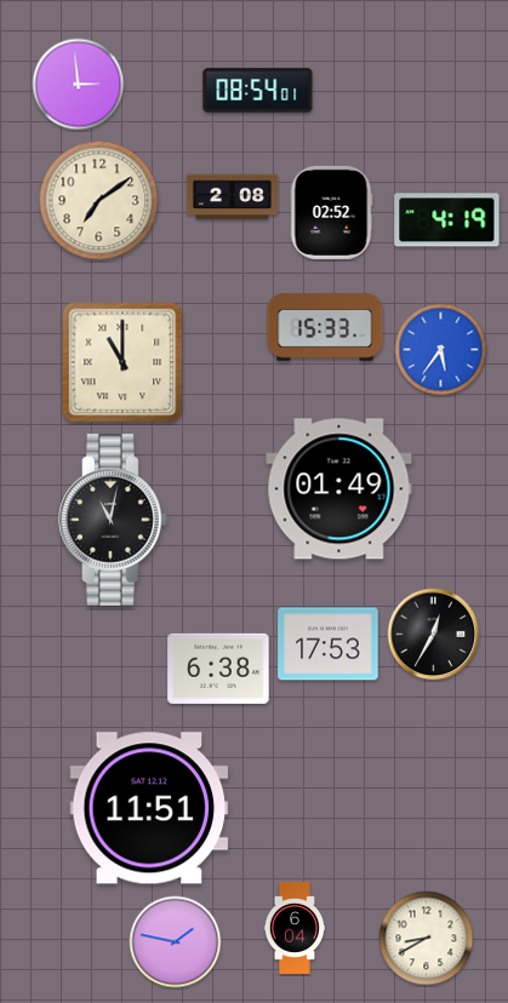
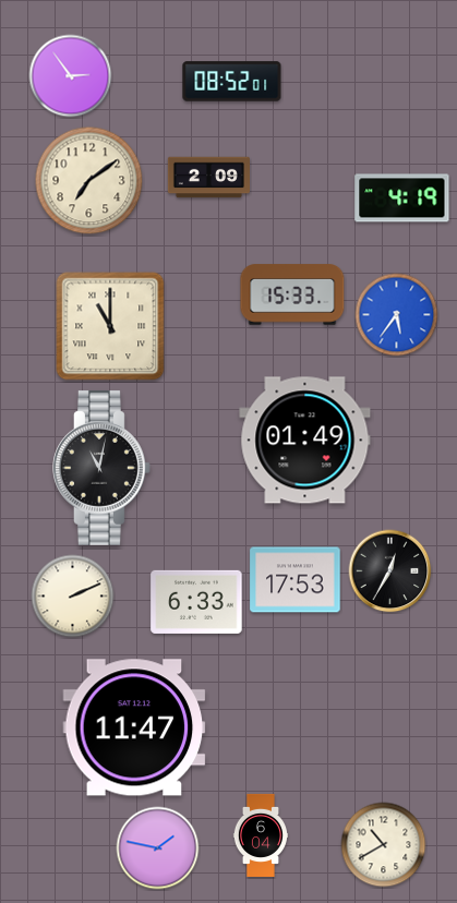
clock at (79, 85): 2:59 -> 2:54
clock at (258, 91): 08:54 -> 08:52
clock at (232, 197): 2:08 -> 2:09
clock at (331, 212): 02:52 -> none
clock at (73, 597): none -> 2:11
clock at (218, 669): 6:38 -> 6:33
clock at (149, 808): 11:51 -> 11:47
clock at (293, 928) position: (293, 928) -> (260, 835)
clock at (427, 939): 8:40 -> 10:40
